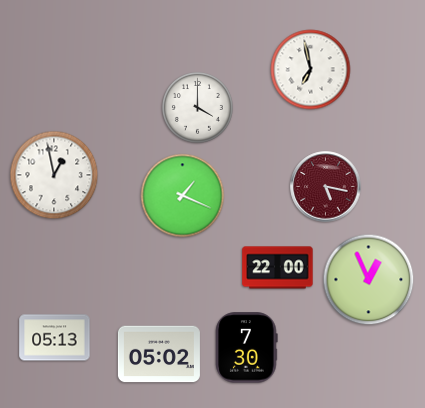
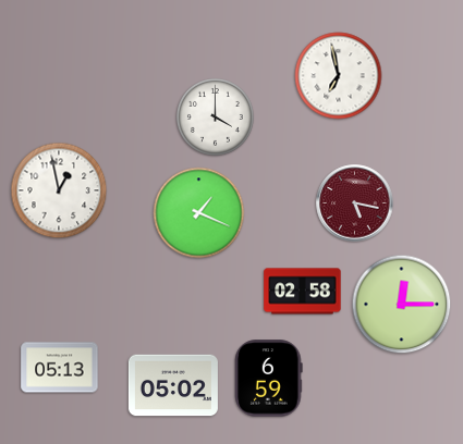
clock at (278, 268): 22:00 -> 02:58
clock at (369, 280): 12:56 -> 12:15
clock at (247, 348): 7:30 -> 6:59
